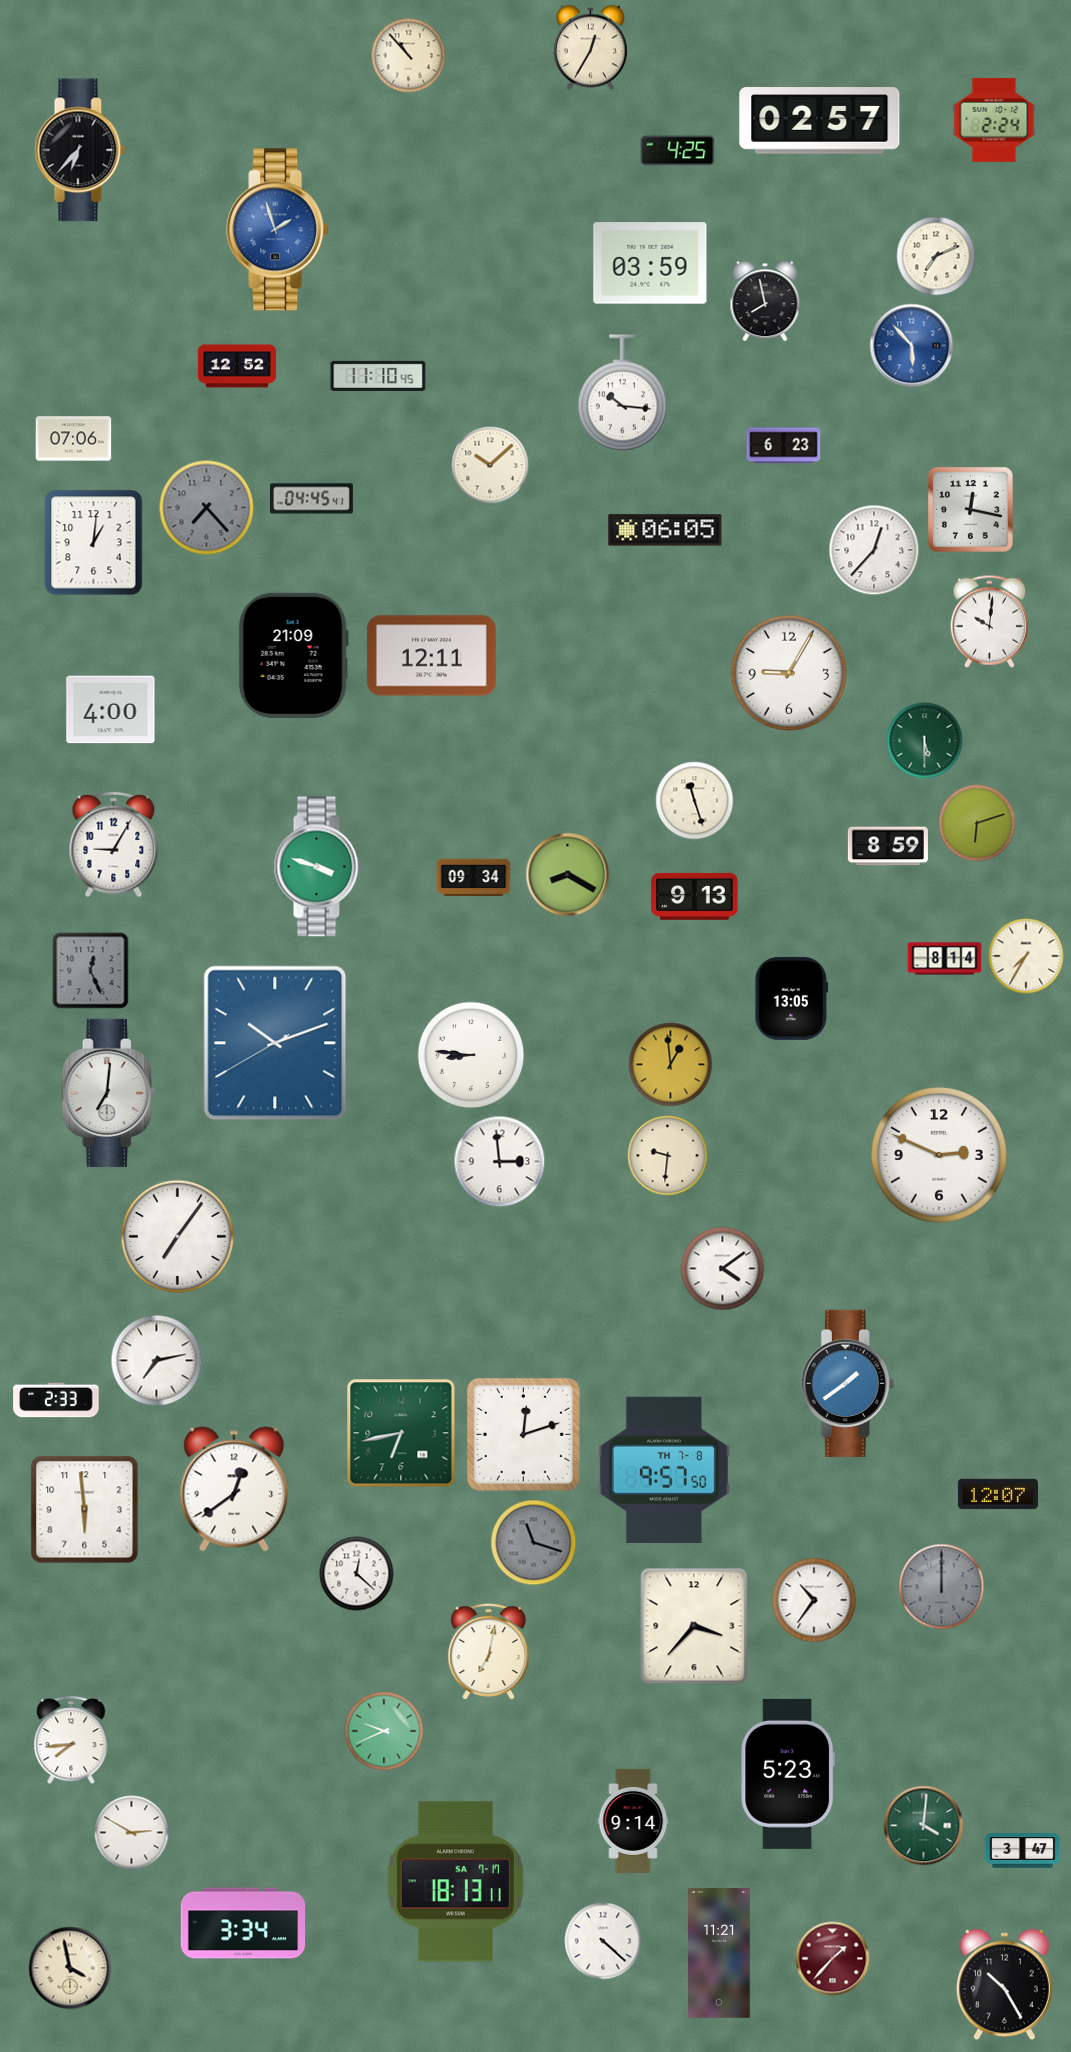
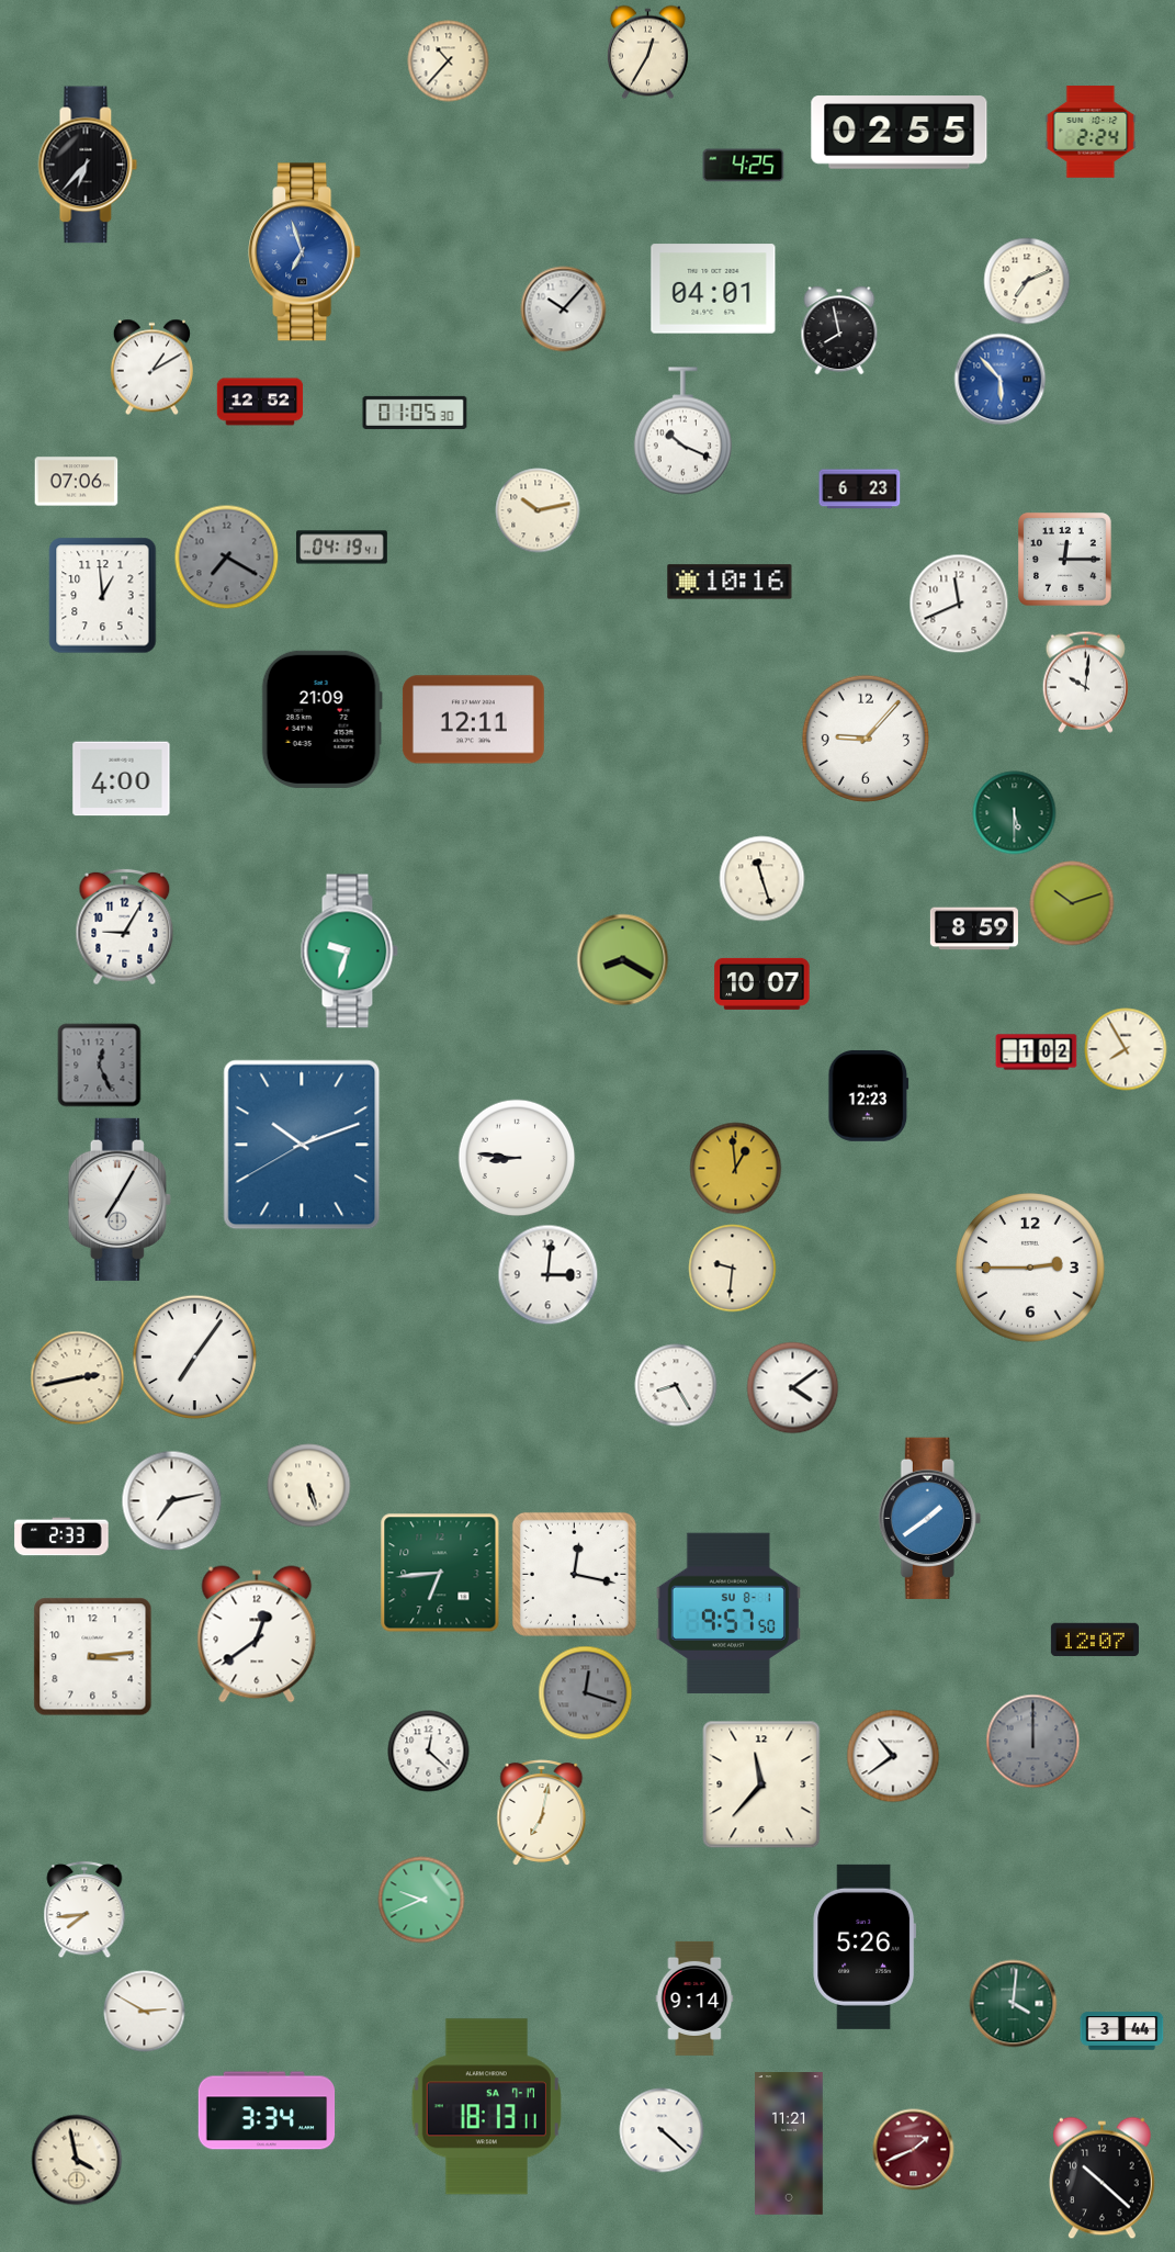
clock at (409, 56): 10:53 -> 10:37
clock at (820, 121): 02:57 -> 02:55
clock at (278, 230): 1:57 -> 6:57
clock at (650, 263): 03:59 -> 04:01
clock at (564, 309): none -> 10:07
clock at (151, 368): none -> 1:10
clock at (378, 376): 11:10 -> 01:05
clock at (622, 393): 10:16 -> 10:19
clock at (74, 439) position: (74, 439) -> (77, 482)
clock at (490, 465): 10:08 -> 10:13
clock at (312, 499): 04:45 -> 04:19
clock at (207, 508): 7:23 -> 7:20
clock at (971, 510): 12:17 -> 12:15
clock at (665, 530): 06:05 -> 10:16
clock at (94, 543): 1:01 -> 12:59
clock at (874, 550): 12:37 -> 11:41
clock at (789, 673): 9:05 -> 9:07
clock at (977, 823): 6:12 -> 10:12
clock at (318, 867): 3:48 -> 9:33
clock at (474, 878): 09:34 -> none
clock at (695, 896): 9:13 -> 10:07
clock at (1026, 956): 7:35 -> 7:55
clock at (945, 959): 8:14 -> 1:02
clock at (792, 998): 13:05 -> 12:23
clock at (109, 1093): 7:01 -> 7:05
clock at (940, 1156): 2:49 -> 2:45
clock at (500, 1162): 2:59 -> 3:01
clock at (78, 1378): none -> 2:43
clock at (676, 1385): none -> 8:25
clock at (723, 1269) position: (723, 1269) -> (793, 1388)
clock at (309, 1486): none -> 5:27
clock at (157, 1361) position: (157, 1361) -> (172, 1501)
clock at (401, 1433): 6:43 -> 6:44
clock at (523, 1434): 12:12 -> 12:17
clock at (664, 1469) date: TH 7-8 -> SU 8-1
clock at (85, 1510): 5:59 -> 3:14
clock at (534, 1543): 11:18 -> 12:18
clock at (357, 1574) position: (357, 1574) -> (429, 1752)
clock at (814, 1600): 10:36 -> 10:39
clock at (694, 1626): 3:37 -> 11:37
clock at (489, 1652) position: (489, 1652) -> (542, 1813)
clock at (71, 1741) position: (71, 1741) -> (84, 1911)
clock at (788, 1774): 5:23 -> 5:26
clock at (1023, 1851): 3:47 -> 3:44
clock at (455, 1882) position: (455, 1882) -> (486, 2107)
clock at (833, 1959): 1:37 -> 1:41
clock at (1005, 1985): 10:25 -> 10:22
